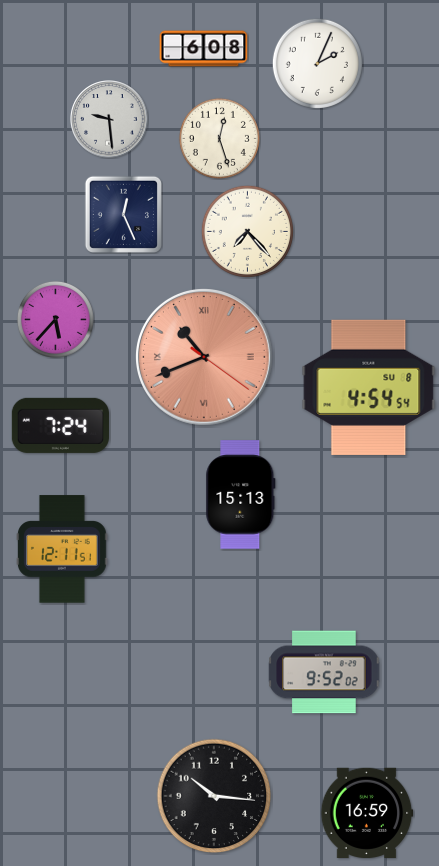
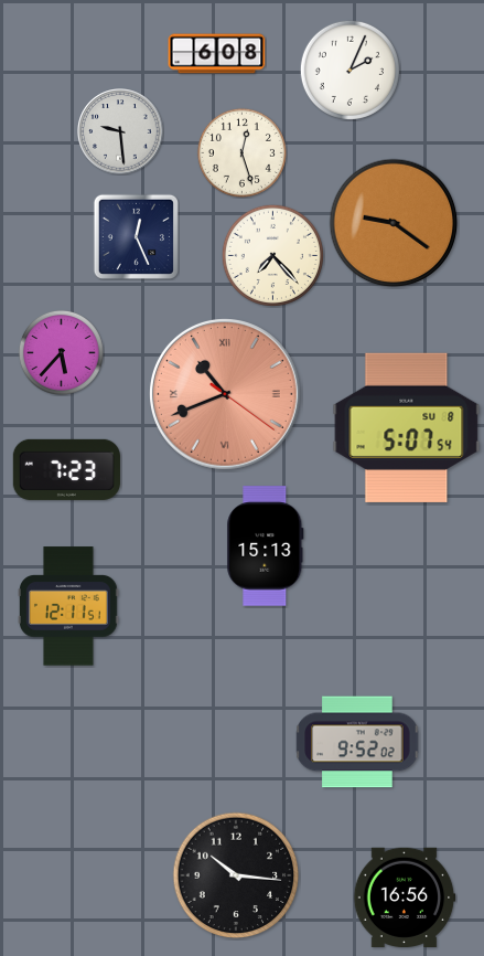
clock at (204, 49) position: (204, 49) -> (217, 54)
clock at (394, 223): none -> 9:21
clock at (369, 387): 4:54 -> 5:07
clock at (60, 425): 7:24 -> 7:23
clock at (214, 796) position: (214, 796) -> (236, 875)
clock at (367, 812): 16:59 -> 16:56
